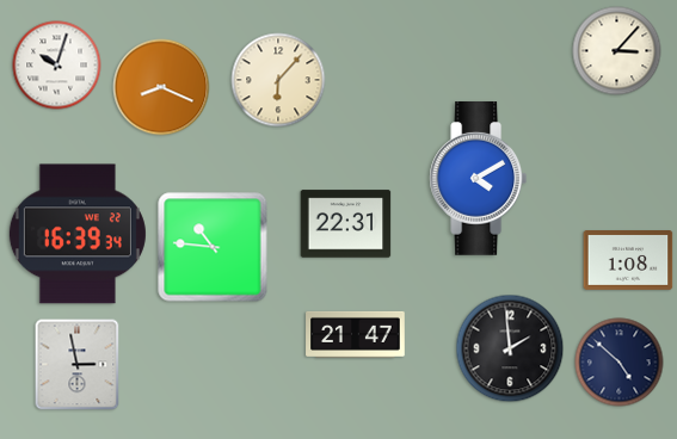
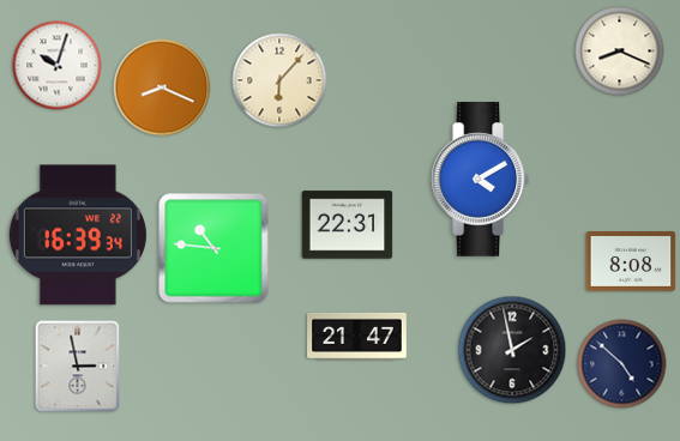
clock at (617, 51): 3:07 -> 8:19
clock at (628, 261): 1:08 -> 8:08
clock at (510, 348): 1:59 -> 1:58
